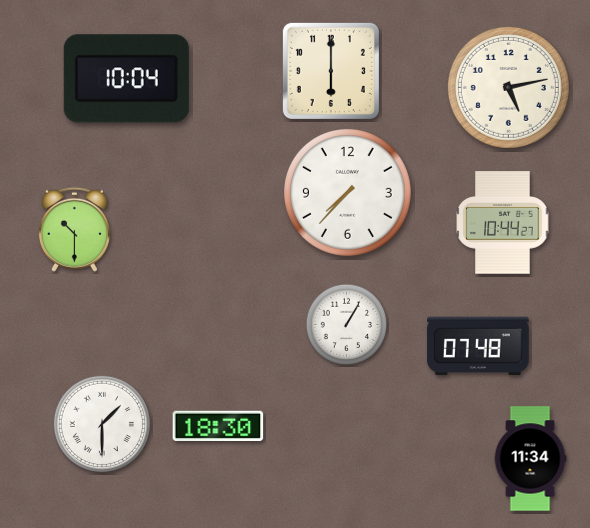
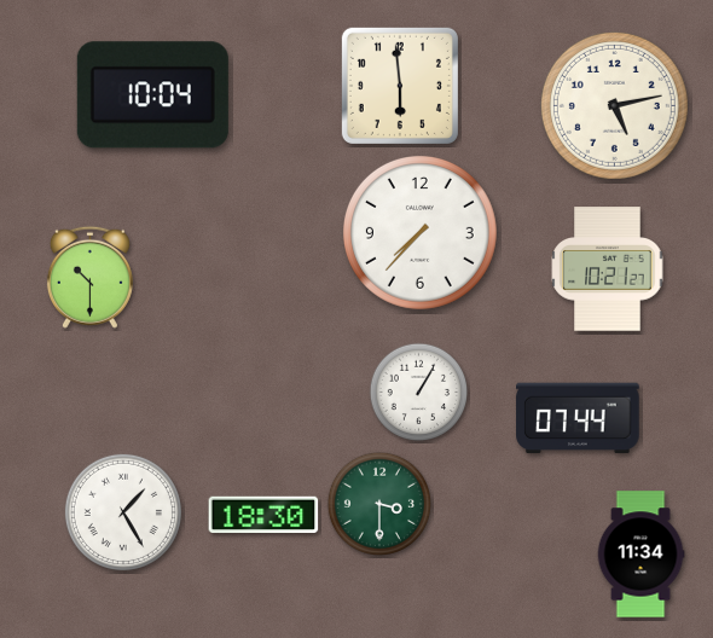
clock at (331, 71): 6:00 -> 5:59
clock at (503, 223): 10:44 -> 10:21
clock at (478, 346): 07:48 -> 07:44
clock at (378, 503): none -> 3:30
clock at (102, 424): 1:30 -> 1:25
